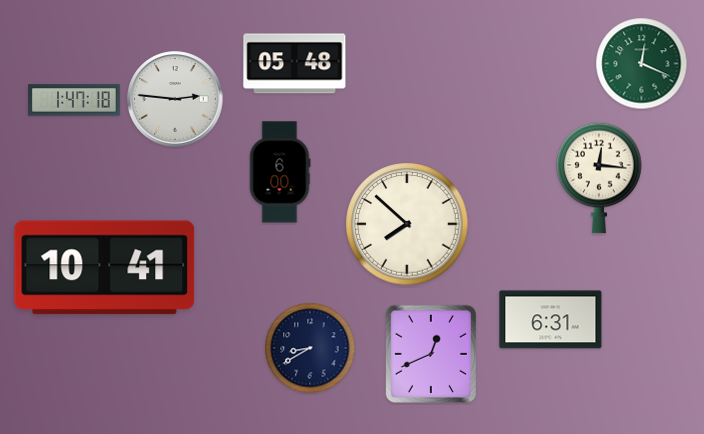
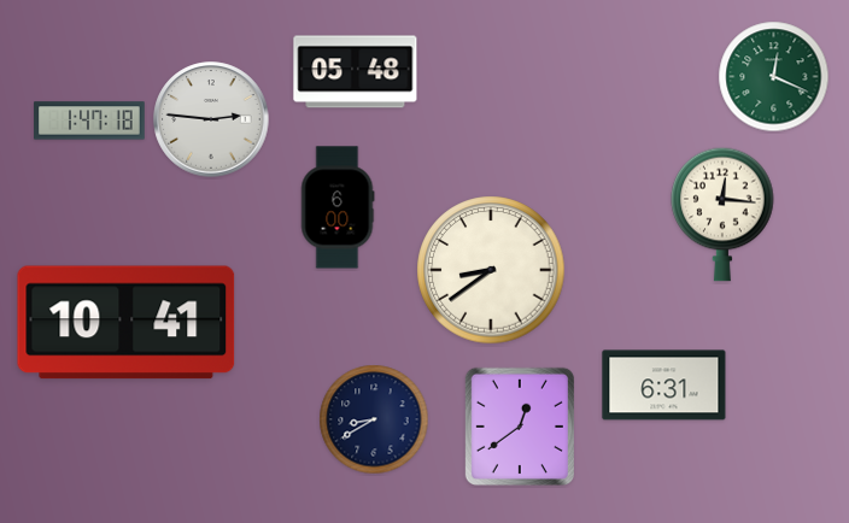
clock at (295, 64) position: (295, 64) -> (356, 72)
clock at (407, 224): 7:52 -> 8:39
clock at (431, 354): 12:41 -> 12:39
